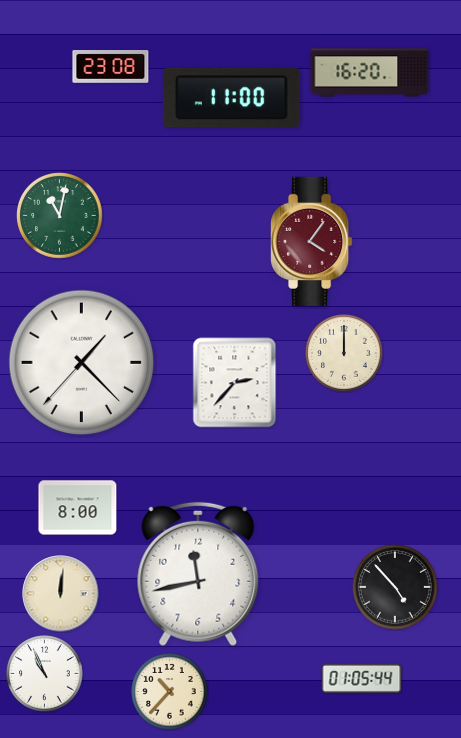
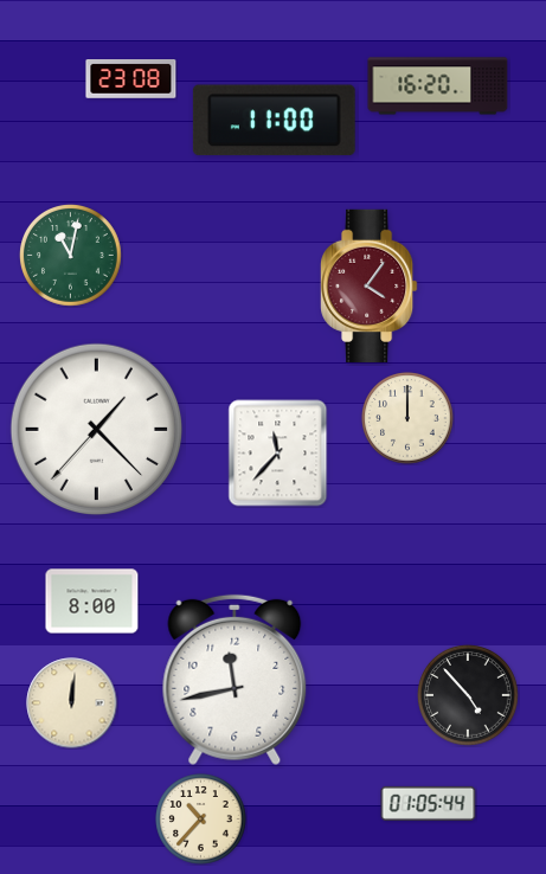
clock at (231, 98) position: (231, 98) -> (274, 121)
clock at (235, 383): 2:37 -> 11:37
clock at (45, 674): 10:56 -> none
